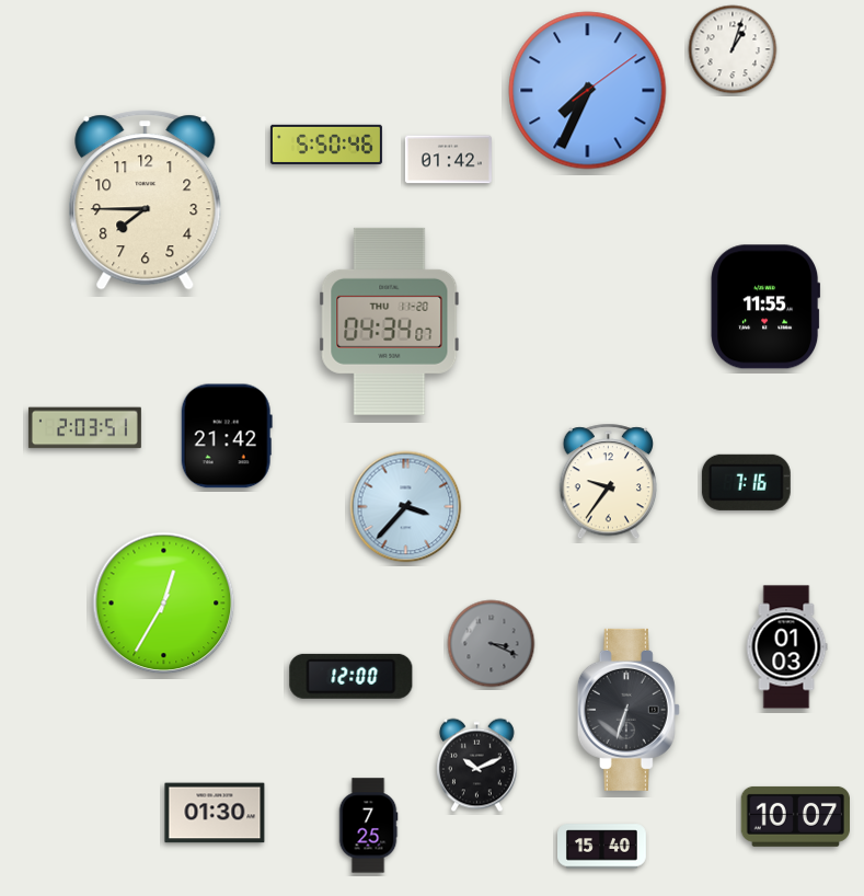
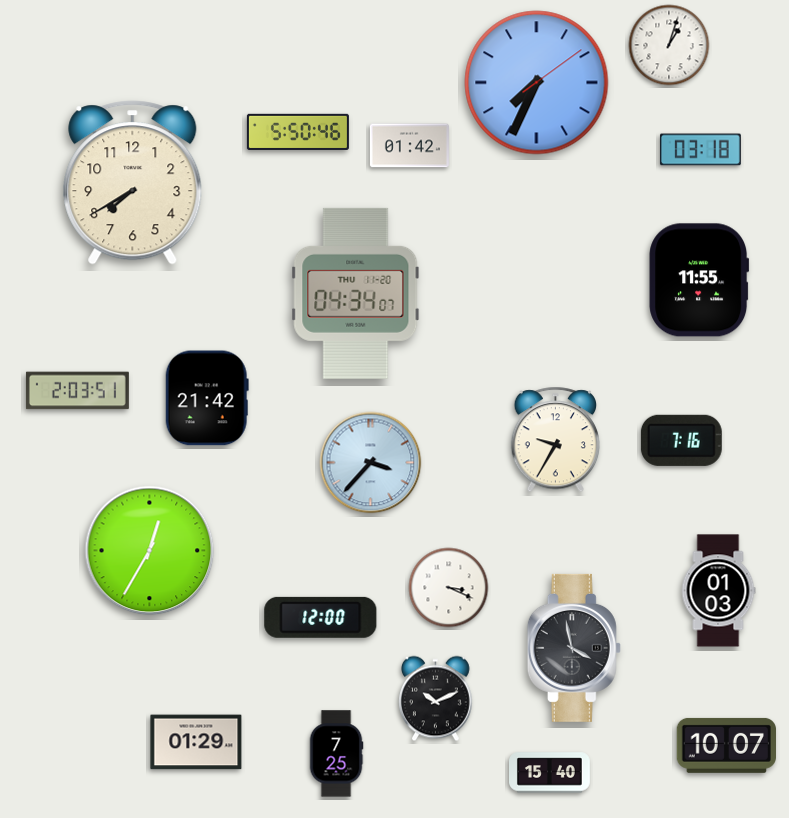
clock at (700, 150): none -> 03:18
clock at (146, 200): 7:45 -> 7:40
clock at (608, 482): 9:36 -> 9:35
clock at (492, 644) dial: grey -> white
clock at (629, 710): 6:33 -> 3:58
clock at (215, 813): 01:30 -> 01:29
